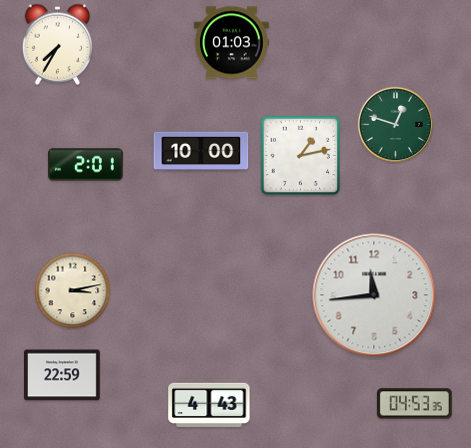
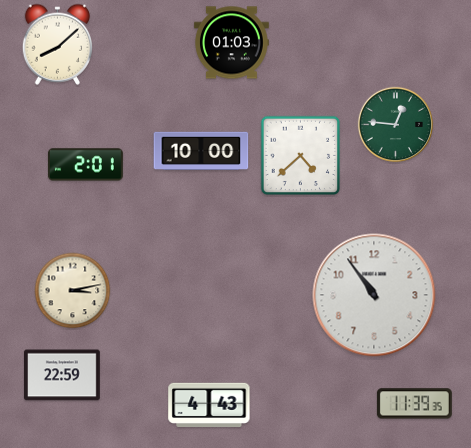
clock at (58, 44): 7:35 -> 8:08
clock at (396, 125): 12:48 -> 12:46
clock at (301, 156): 1:13 -> 4:38
clock at (374, 295): 11:44 -> 10:54
clock at (414, 404): 04:53 -> 11:39
